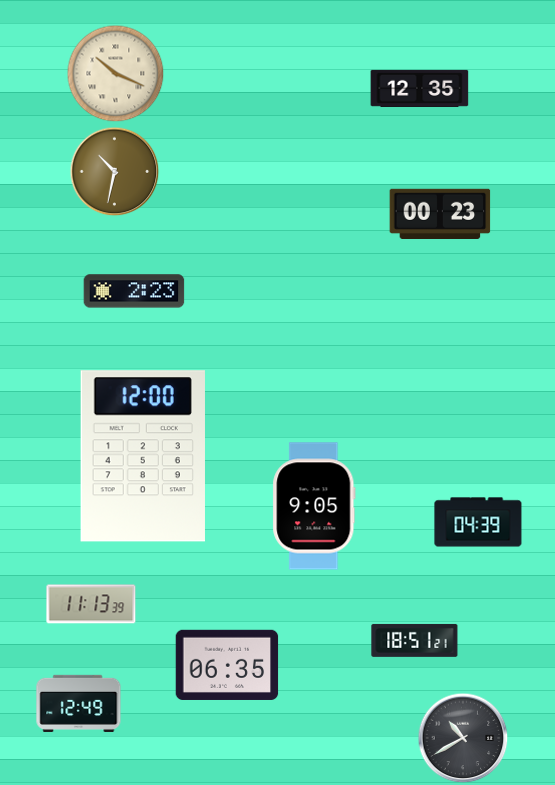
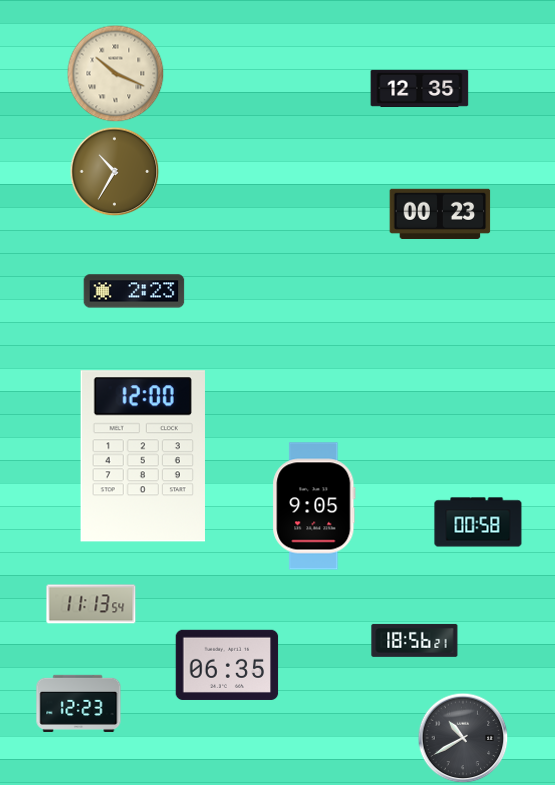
clock at (114, 171): 10:32 -> 10:35
clock at (478, 522): 04:39 -> 00:58
clock at (91, 604): 11:13:39 -> 11:13:54
clock at (415, 640): 18:51 -> 18:56
clock at (79, 703): 12:49 -> 12:23
